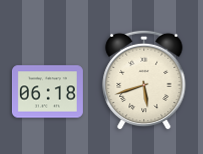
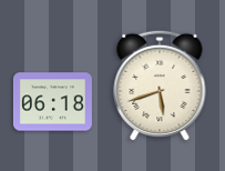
clock at (144, 80) position: (144, 80) -> (160, 85)
